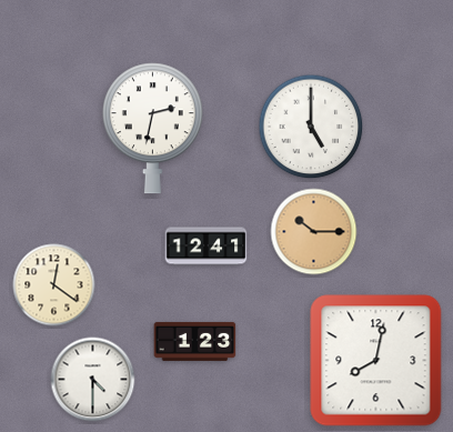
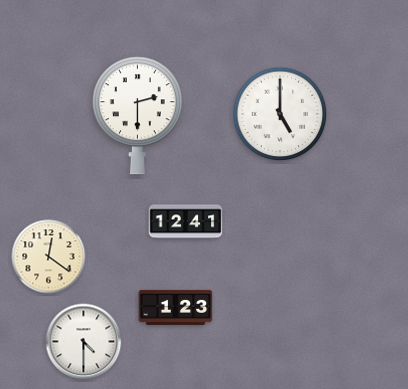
clock at (152, 129): 2:32 -> 2:30
clock at (314, 232): 10:15 -> none
clock at (376, 361): 8:02 -> none
